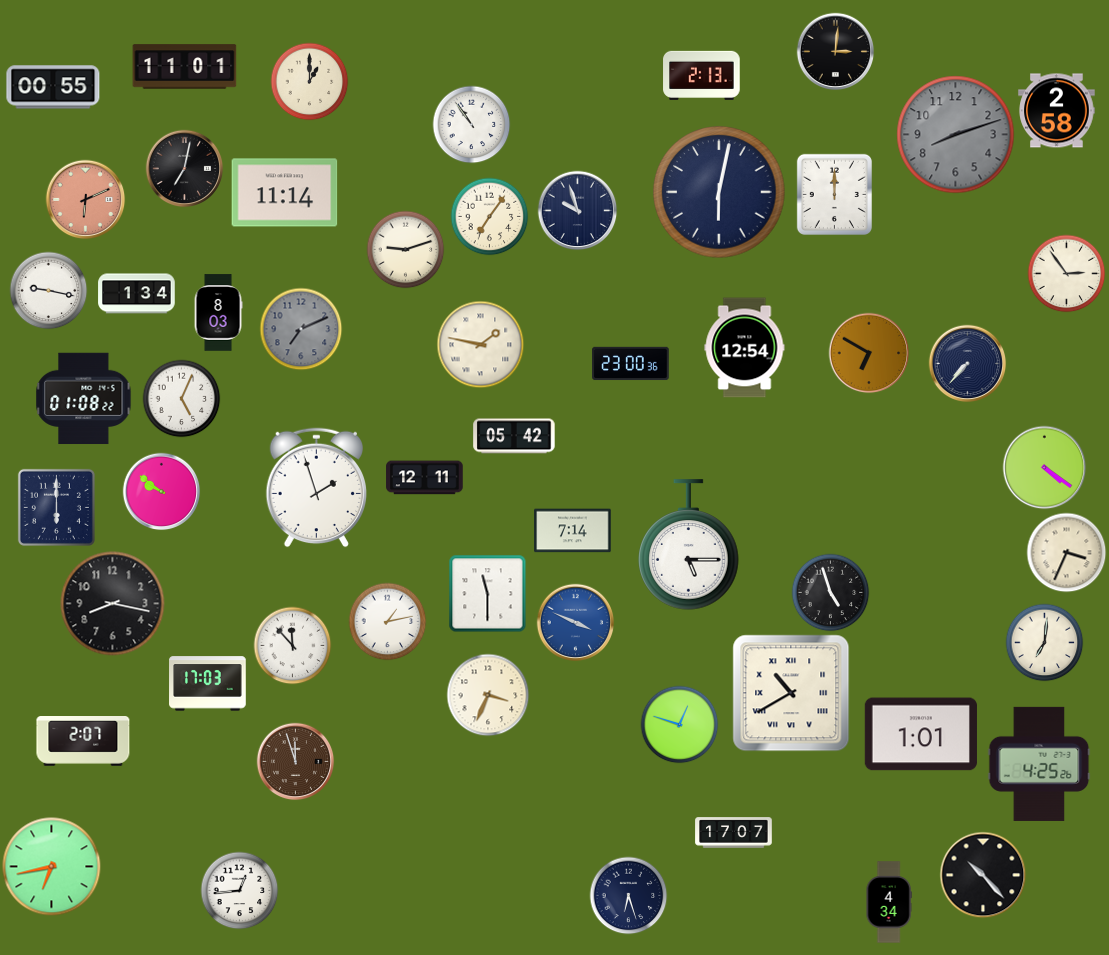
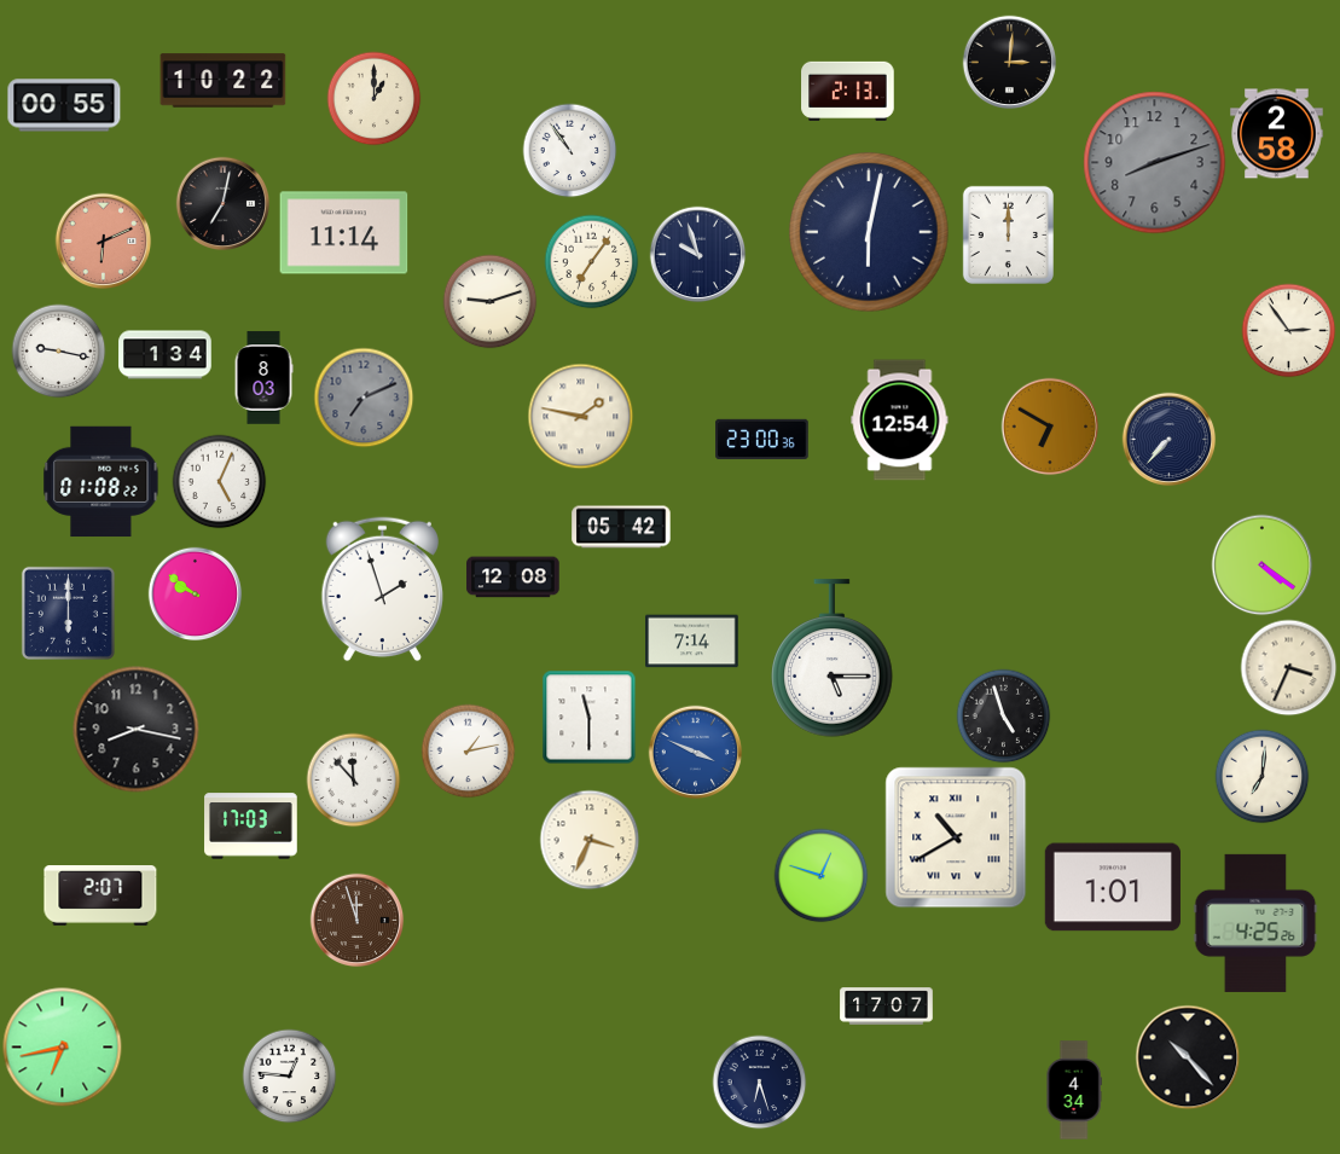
clock at (185, 67): 11:01 -> 10:22
clock at (425, 478): 12:11 -> 12:08
clock at (239, 890): 12:44 -> 12:46
